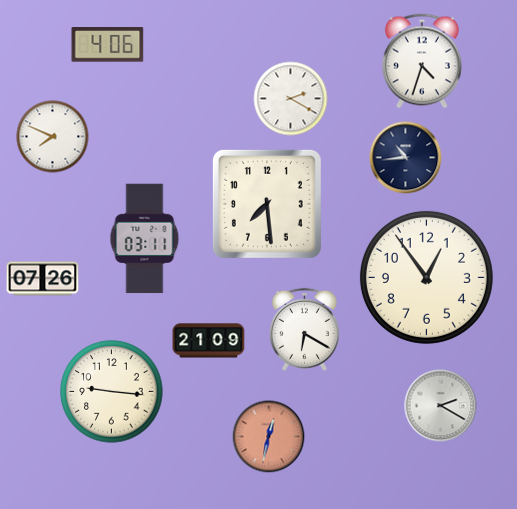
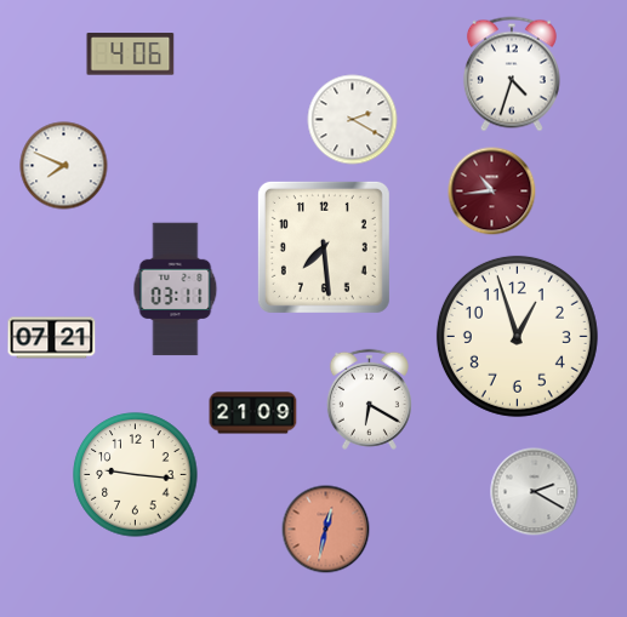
clock at (406, 158) dial: navy -> burgundy
clock at (426, 277): 12:54 -> 12:57
clock at (43, 279): 07:26 -> 07:21
